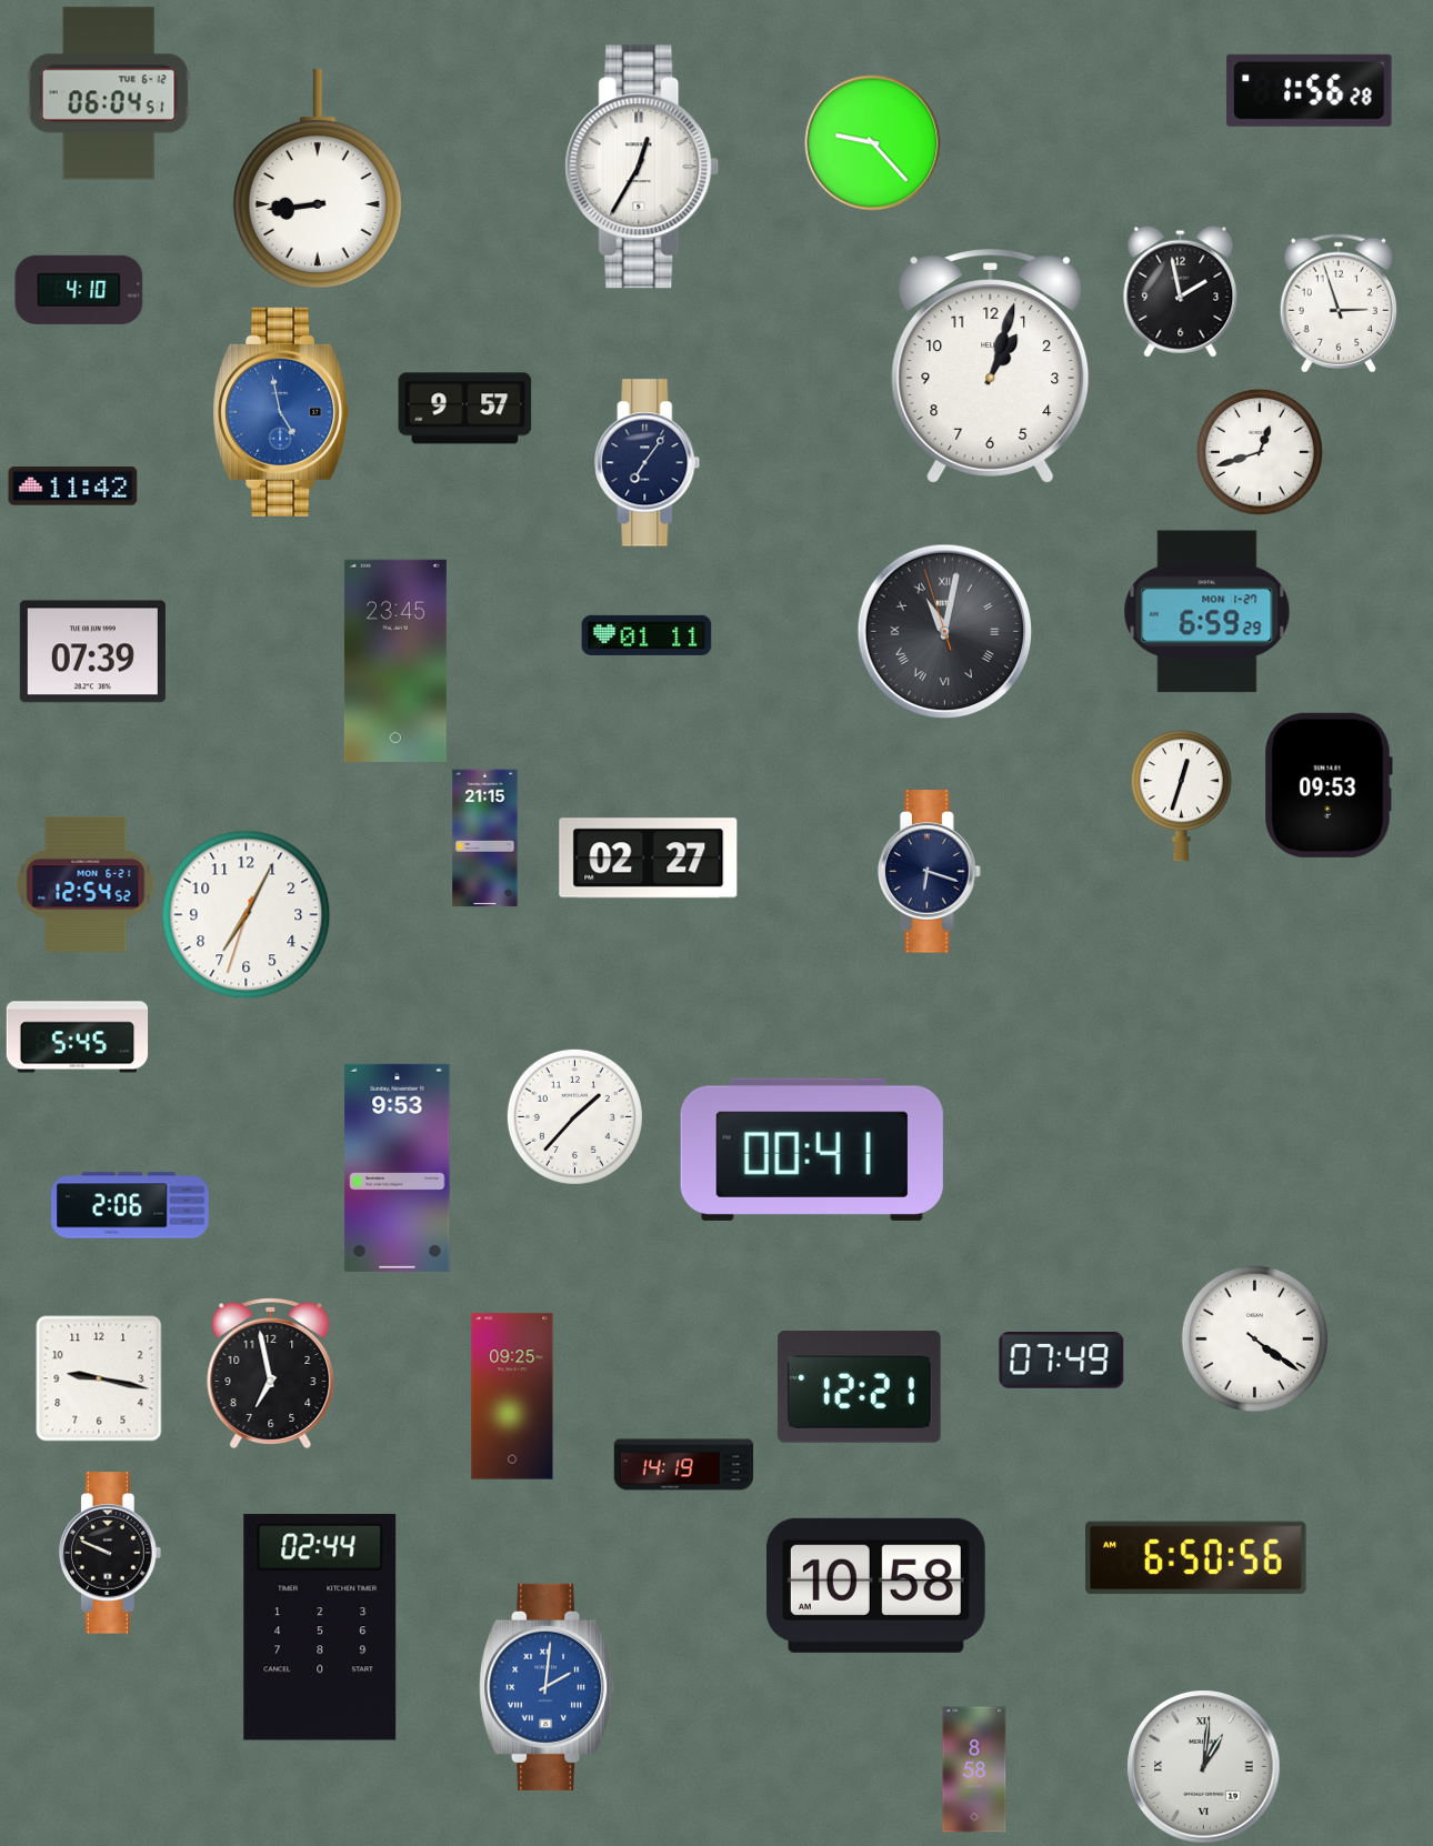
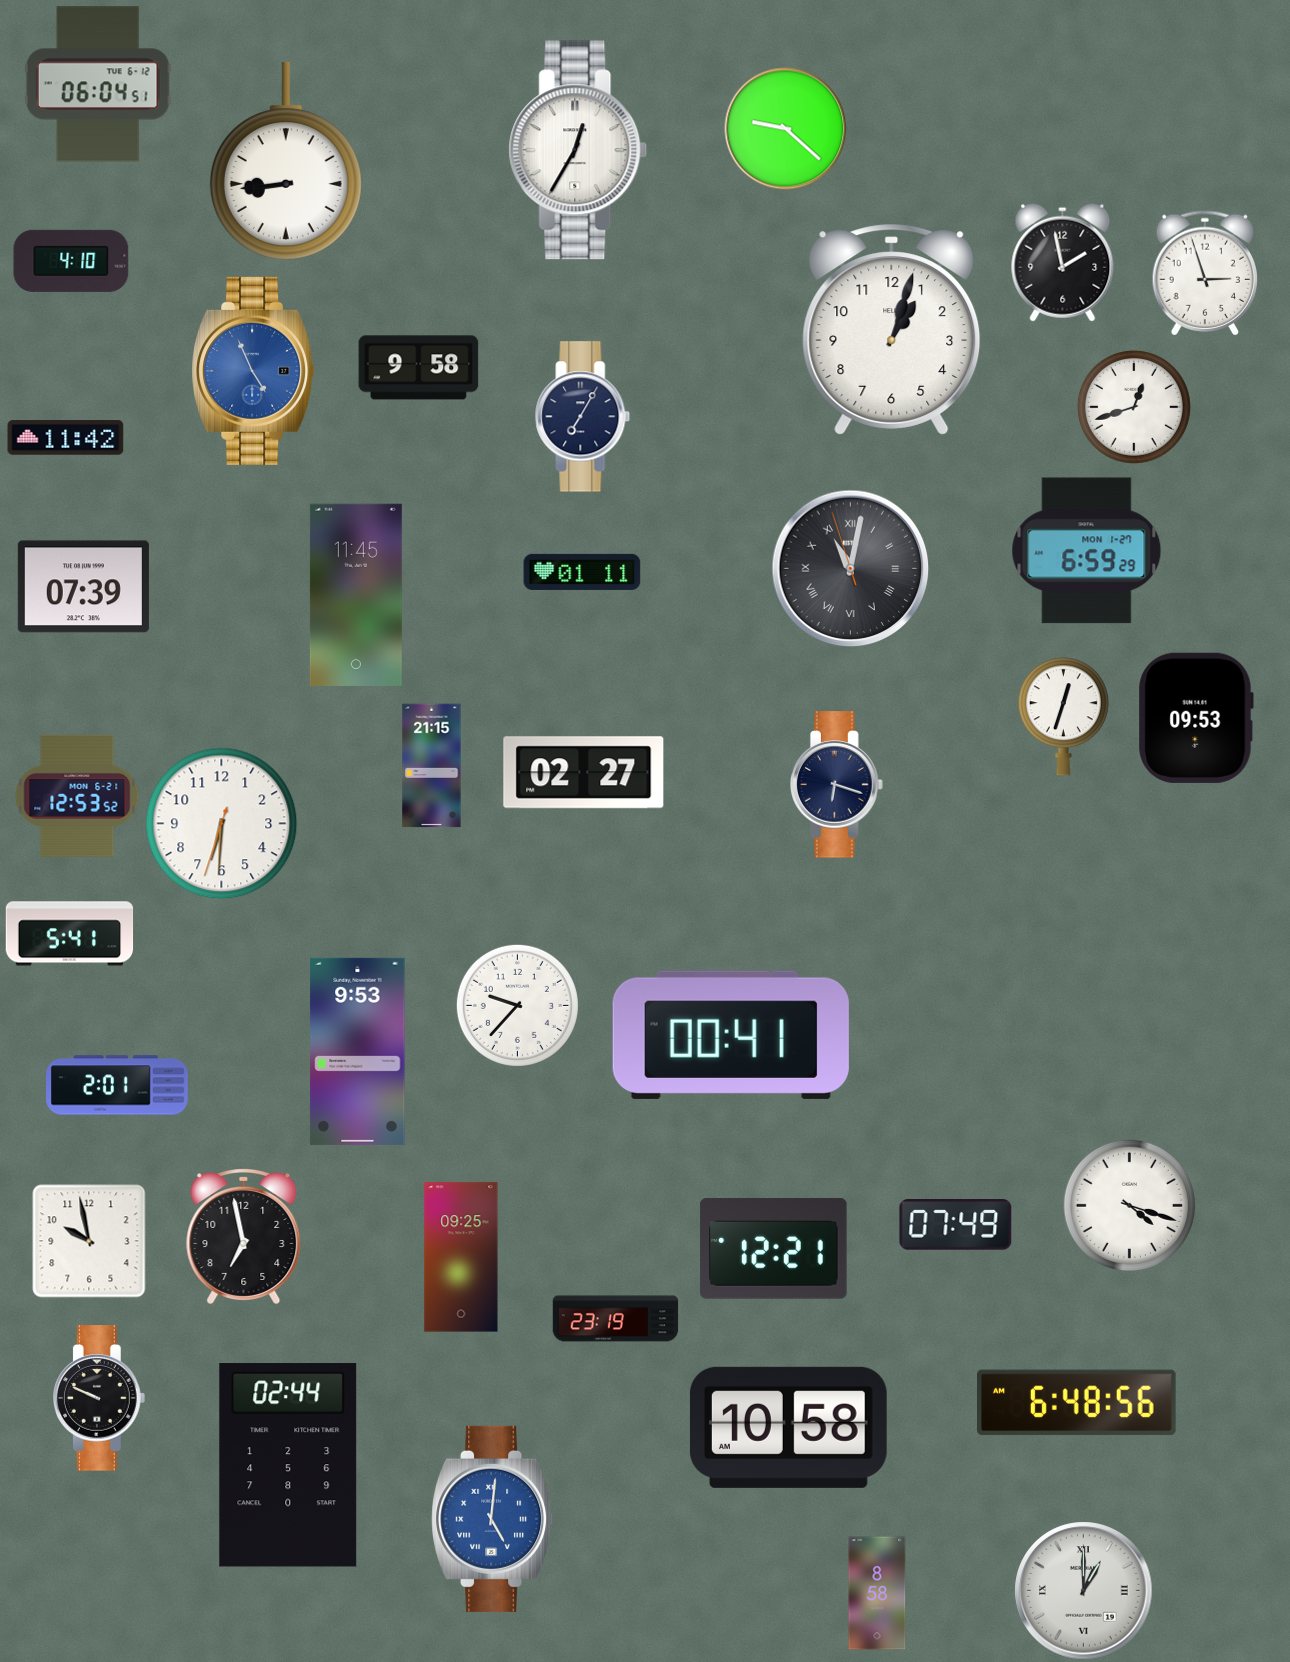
clock at (1310, 90): 1:56 -> none
clock at (873, 143): 9:23 -> 9:22
clock at (465, 409): 9:57 -> 9:58
clock at (281, 412): 4:58 -> 4:56
clock at (648, 463): 7:06 -> 7:05
clock at (395, 661): 23:45 -> 11:45
clock at (1329, 785) position: (1329, 785) -> (1196, 718)
clock at (485, 839) position: (485, 839) -> (432, 766)
clock at (86, 884): 12:54 -> 12:53
clock at (247, 915): 7:04 -> 6:30
clock at (78, 1037): 5:45 -> 5:41
clock at (574, 1116): 1:37 -> 9:37
clock at (130, 1205): 2:06 -> 2:01
clock at (1254, 1338): 4:21 -> 4:18
clock at (99, 1378): 9:17 -> 9:58
clock at (684, 1465): 14:19 -> 23:19
clock at (1196, 1558): 6:50 -> 6:48
clock at (548, 1687): 2:01 -> 5:01
clock at (1204, 1767): 1:01 -> 1:00
